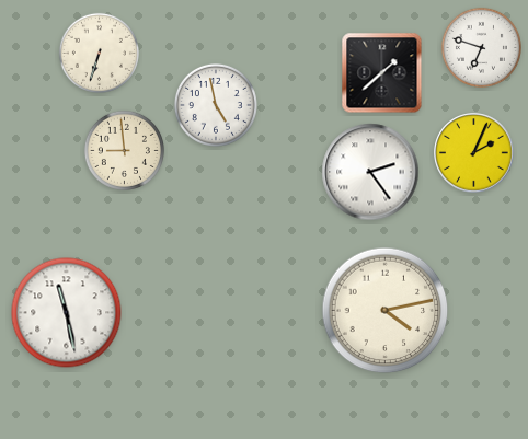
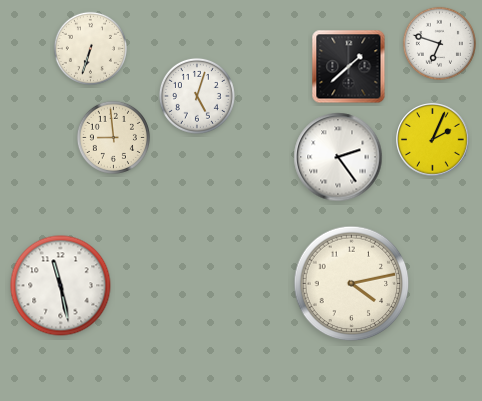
clock at (216, 105): 4:58 -> 5:03
